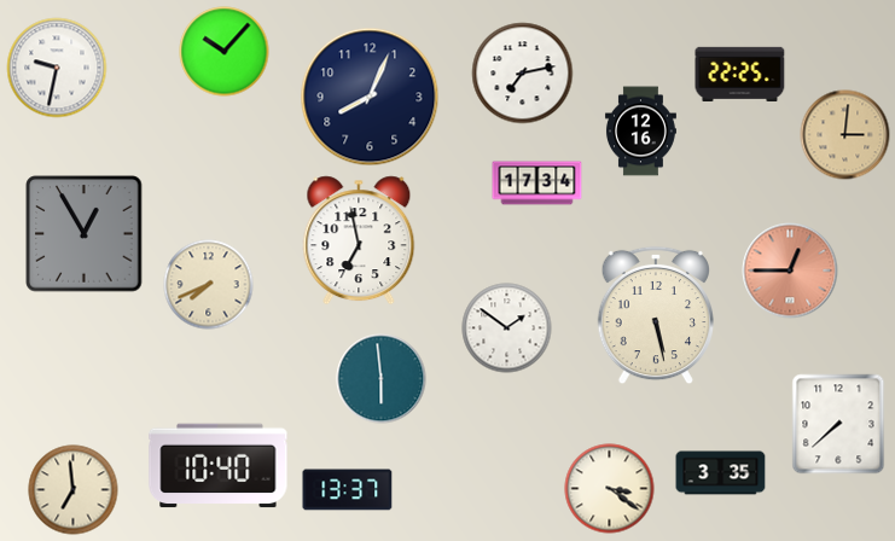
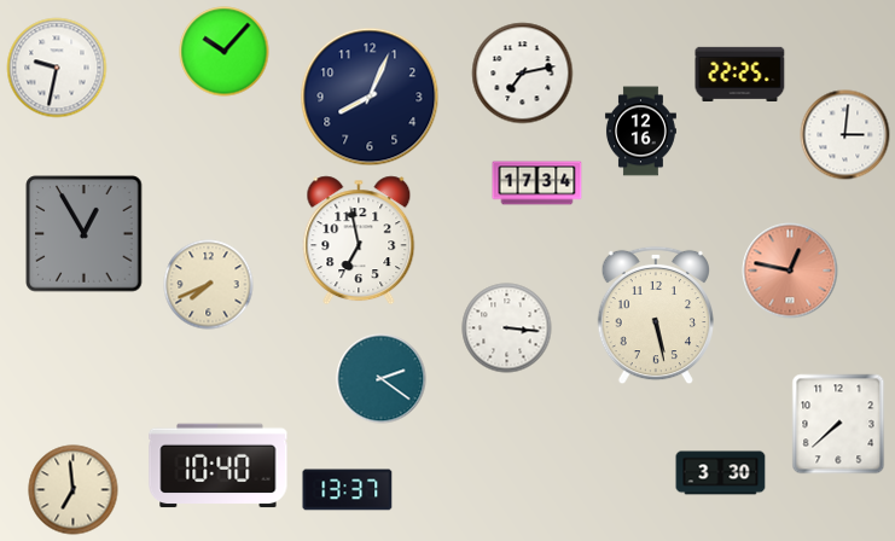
clock at (845, 135) dial: champagne -> white
clock at (790, 270): 12:45 -> 12:47
clock at (507, 328): 1:51 -> 3:16
clock at (382, 379): 5:59 -> 2:21
clock at (721, 473): 3:35 -> 3:30
clock at (610, 489): 3:21 -> none
